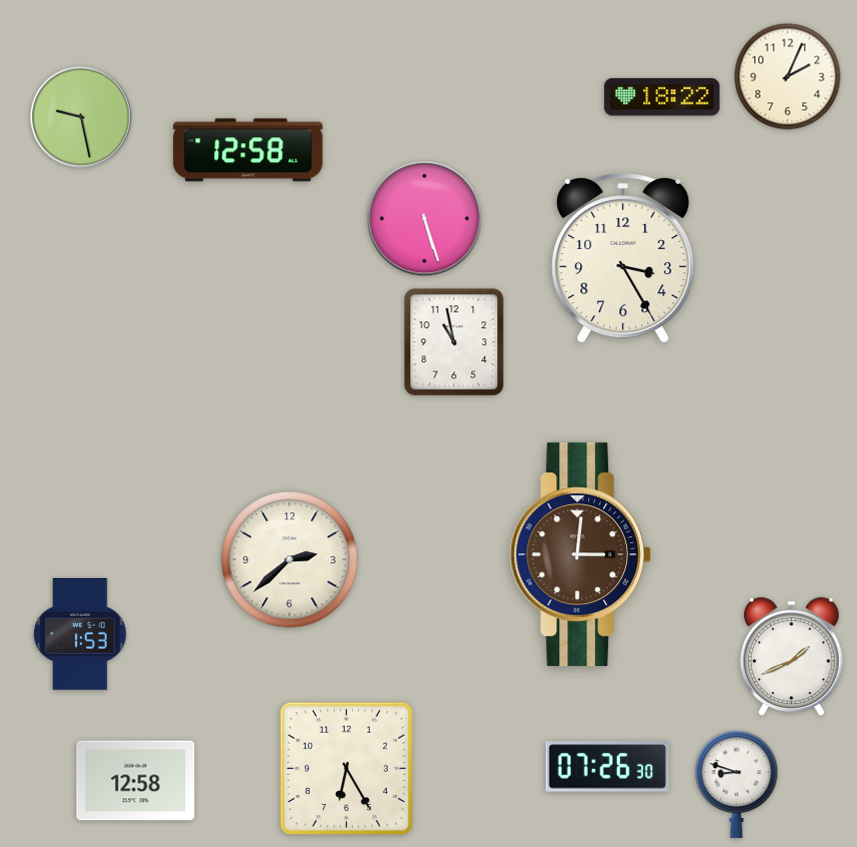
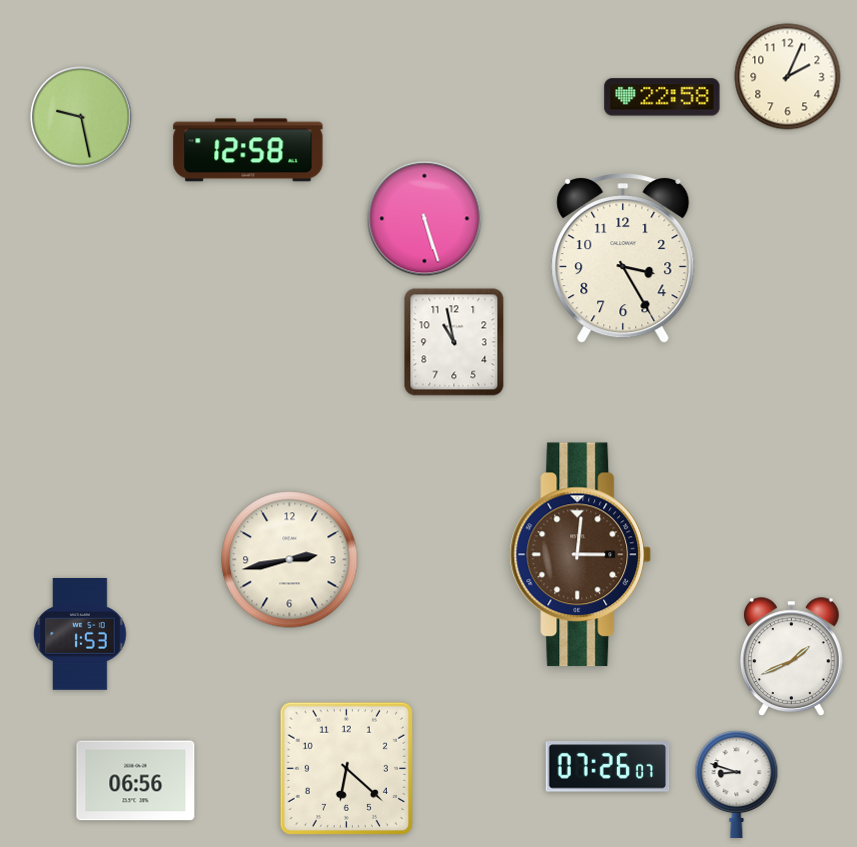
clock at (662, 97): 18:22 -> 22:58
clock at (290, 560): 2:38 -> 2:43
clock at (608, 767): 07:26:30 -> 07:26:07
clock at (346, 768): 6:25 -> 6:22
clock at (136, 781): 12:58 -> 06:56
